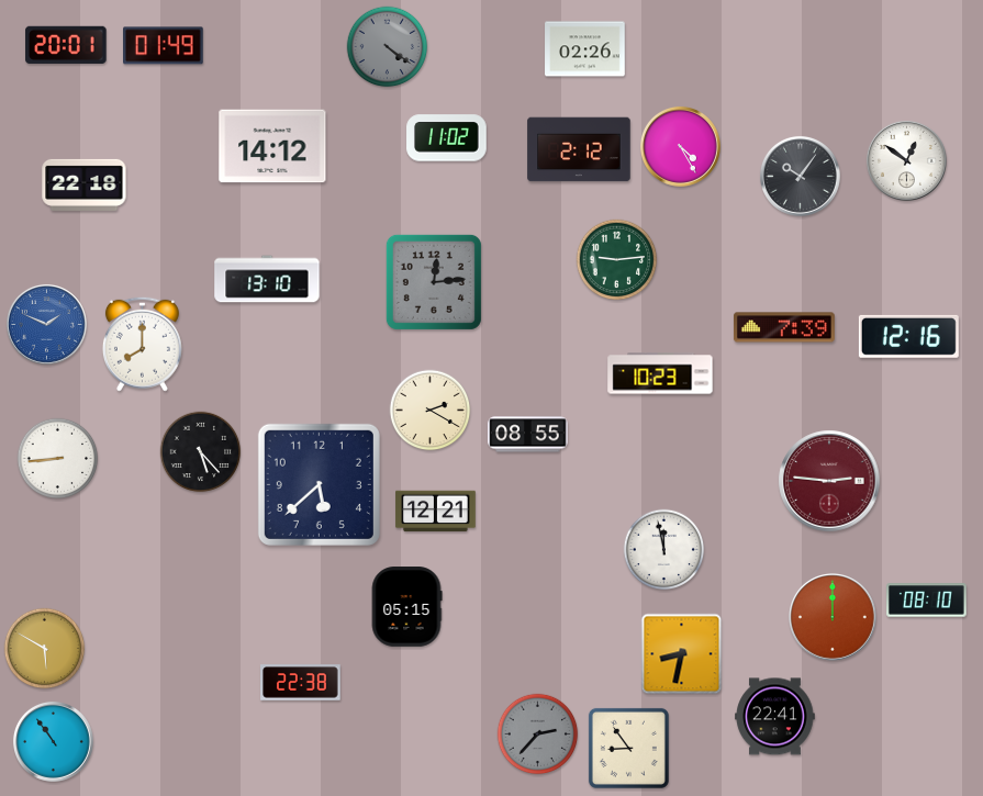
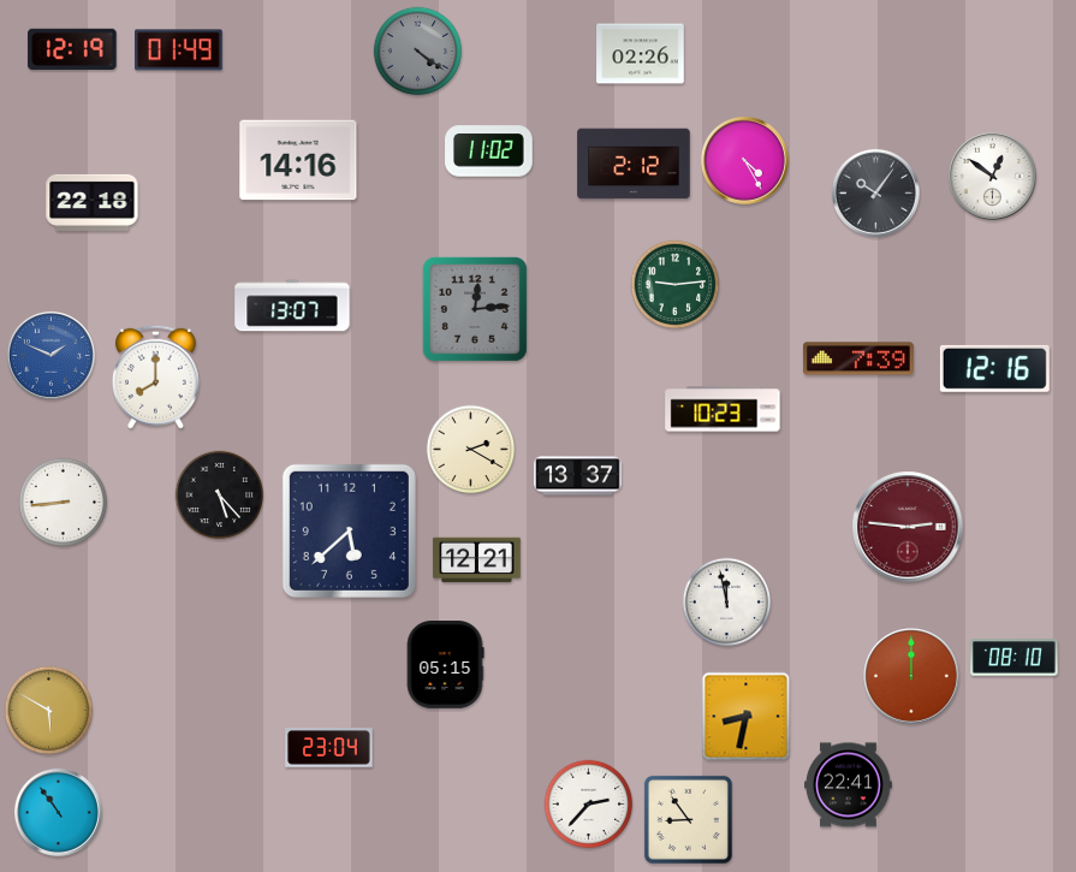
clock at (66, 45): 20:01 -> 12:19
clock at (388, 47) position: (388, 47) -> (418, 52)
clock at (272, 146): 14:12 -> 14:16
clock at (267, 279): 13:10 -> 13:07
clock at (528, 435): 08:55 -> 13:37
clock at (301, 683): 22:38 -> 23:04
clock at (538, 735) dial: grey -> white
